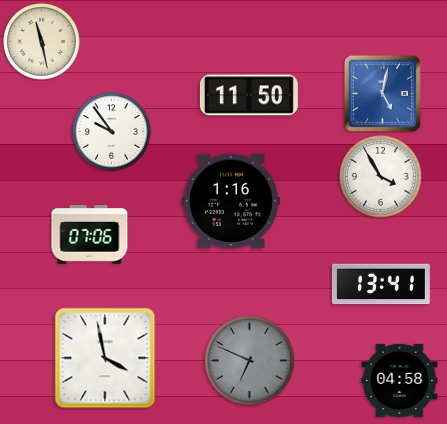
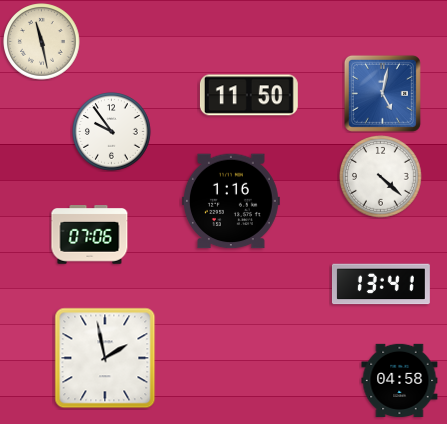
clock at (381, 177): 3:55 -> 4:22
clock at (105, 358): 3:58 -> 1:58
clock at (249, 360): 6:49 -> none
